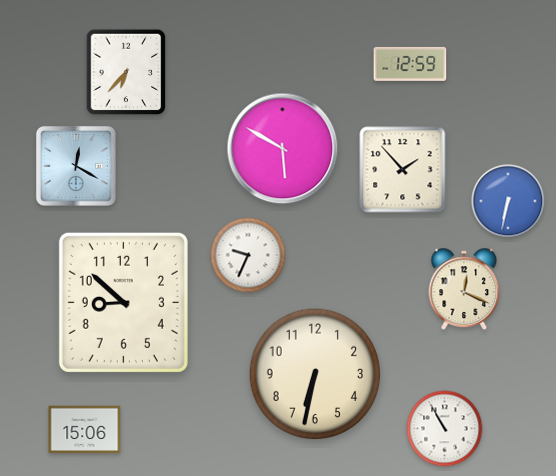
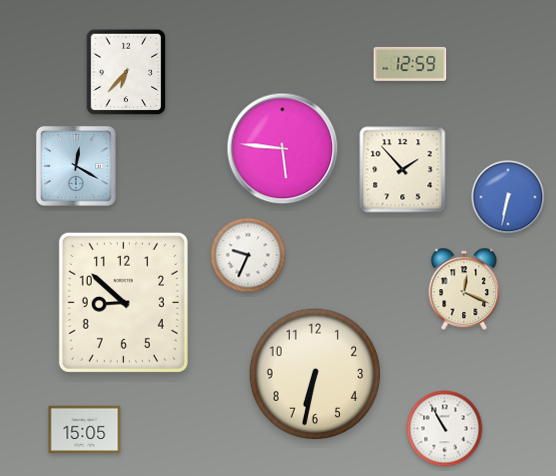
clock at (283, 149): 5:50 -> 5:46
clock at (508, 201) position: (508, 201) -> (508, 197)
clock at (85, 430): 15:06 -> 15:05
